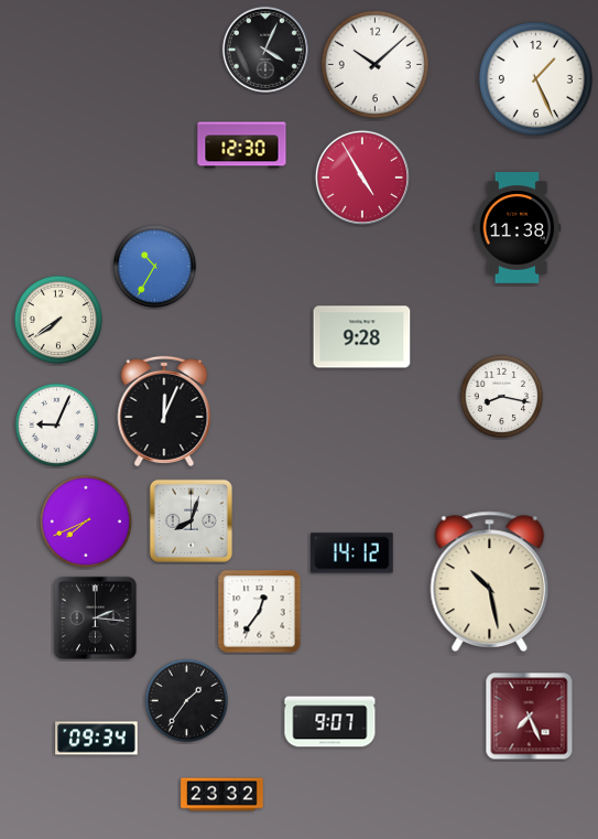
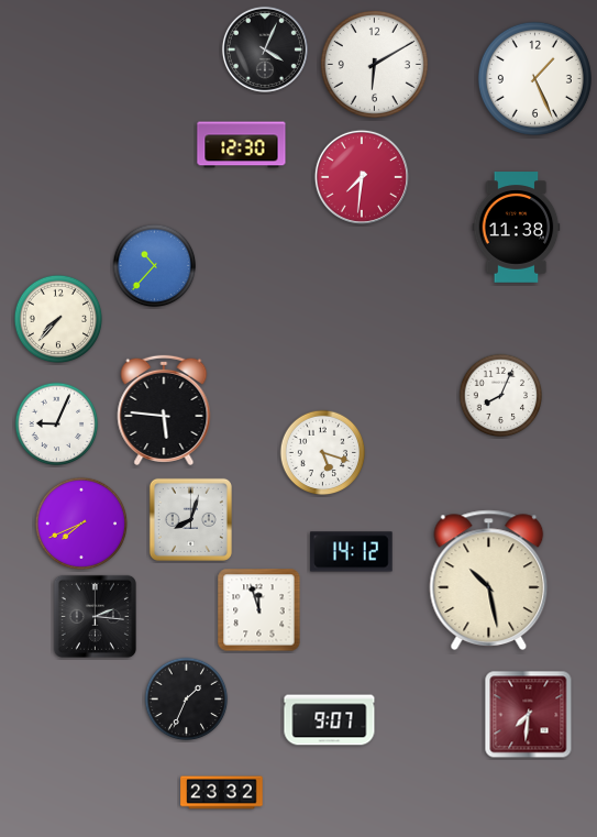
clock at (374, 64): 10:08 -> 6:10
clock at (362, 178): 4:55 -> 7:31
clock at (155, 267): 10:35 -> 10:37
clock at (58, 320): 7:39 -> 7:37
clock at (362, 337): 9:28 -> none
clock at (502, 397): 8:17 -> 8:04
clock at (164, 411): 12:04 -> 5:46
clock at (323, 453): none -> 5:18
clock at (86, 521) position: (86, 521) -> (81, 524)
clock at (260, 612): 12:36 -> 11:57
clock at (187, 701): 1:36 -> 1:34
clock at (530, 717): 7:26 -> 7:31
clock at (97, 739): 09:34 -> none
